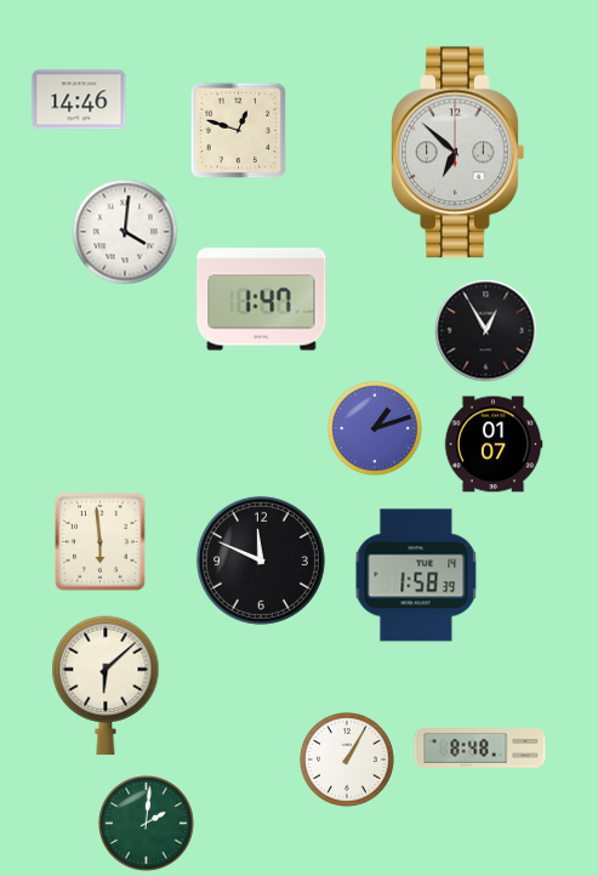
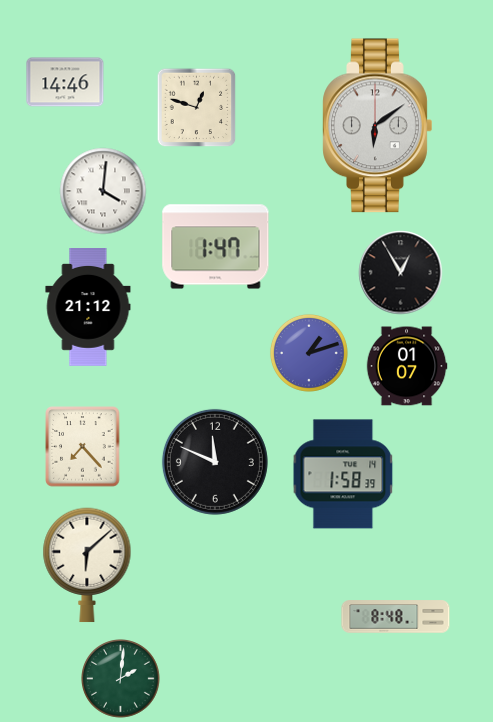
clock at (459, 153): 6:52 -> 6:09
clock at (88, 308): none -> 21:12
clock at (101, 542): 5:59 -> 7:23
clock at (347, 760): 1:05 -> none
